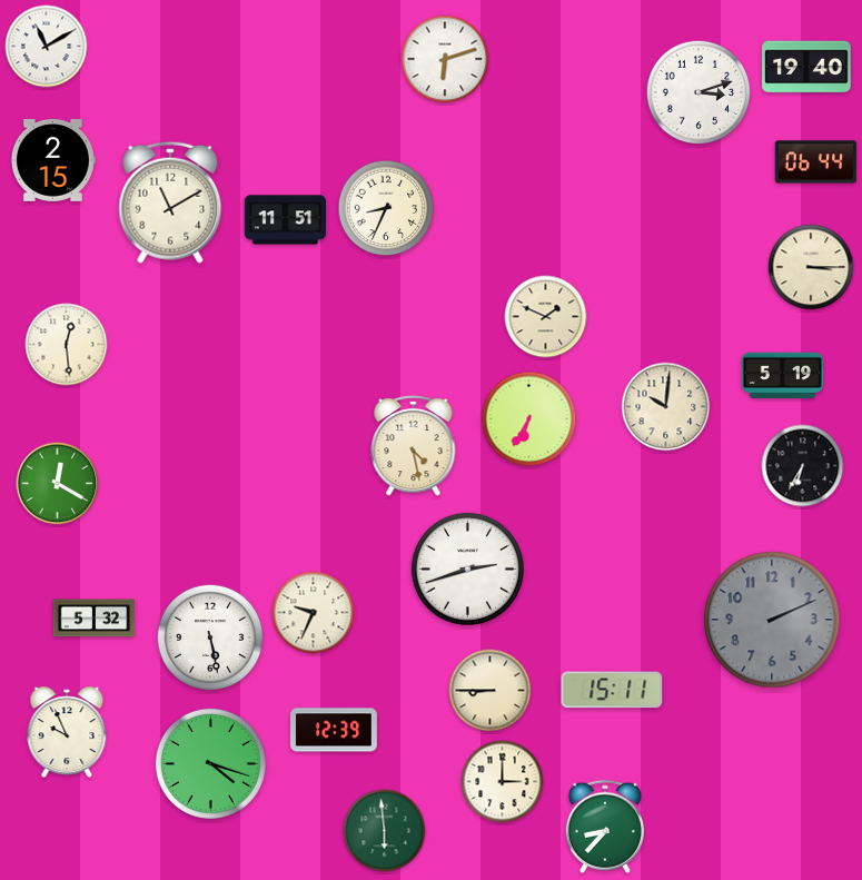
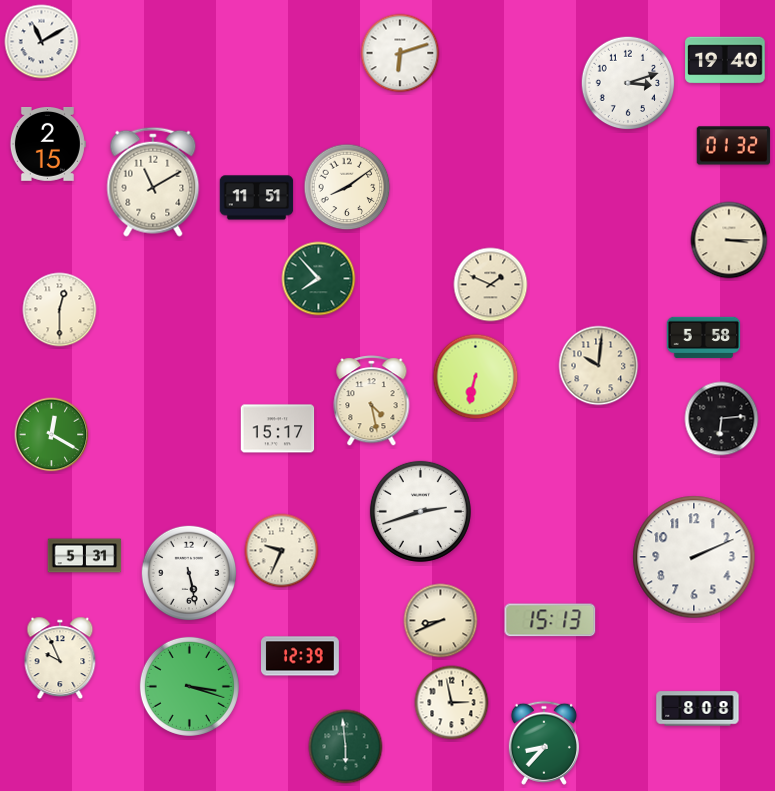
clock at (816, 162): 06:44 -> 01:32
clock at (386, 208): 8:34 -> 8:09
clock at (319, 279): none -> 7:53
clock at (67, 345): 12:29 -> 12:30
clock at (783, 375): 5:19 -> 5:58
clock at (529, 419): 6:35 -> 6:32
clock at (803, 466): 6:35 -> 6:14
clock at (278, 429): none -> 15:17
clock at (95, 619): 5:32 -> 5:31
clock at (772, 620) dial: grey -> white
clock at (612, 690): 15:11 -> 15:13
clock at (491, 691): 8:45 -> 8:41
clock at (210, 763): 4:18 -> 3:18
clock at (503, 782): 3:00 -> 2:58
clock at (698, 709): none -> 8:08
